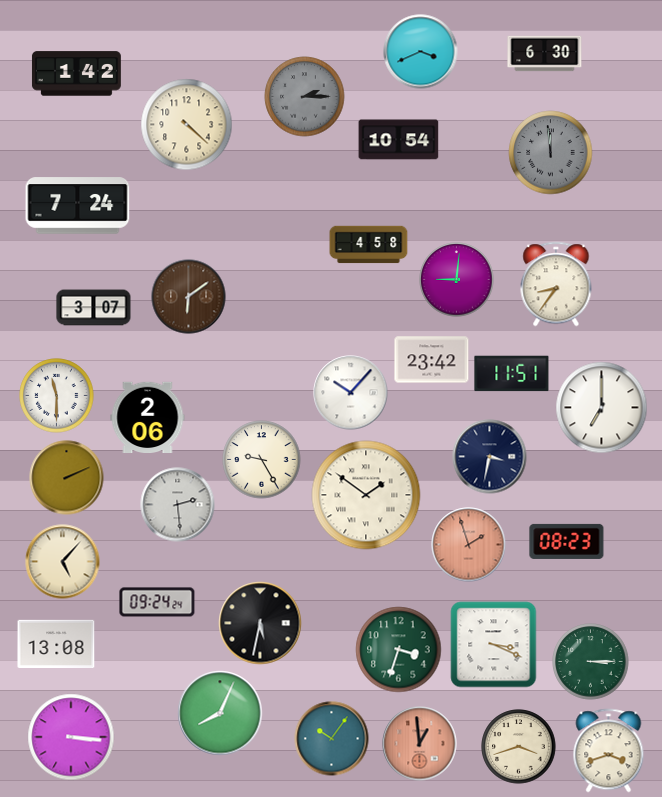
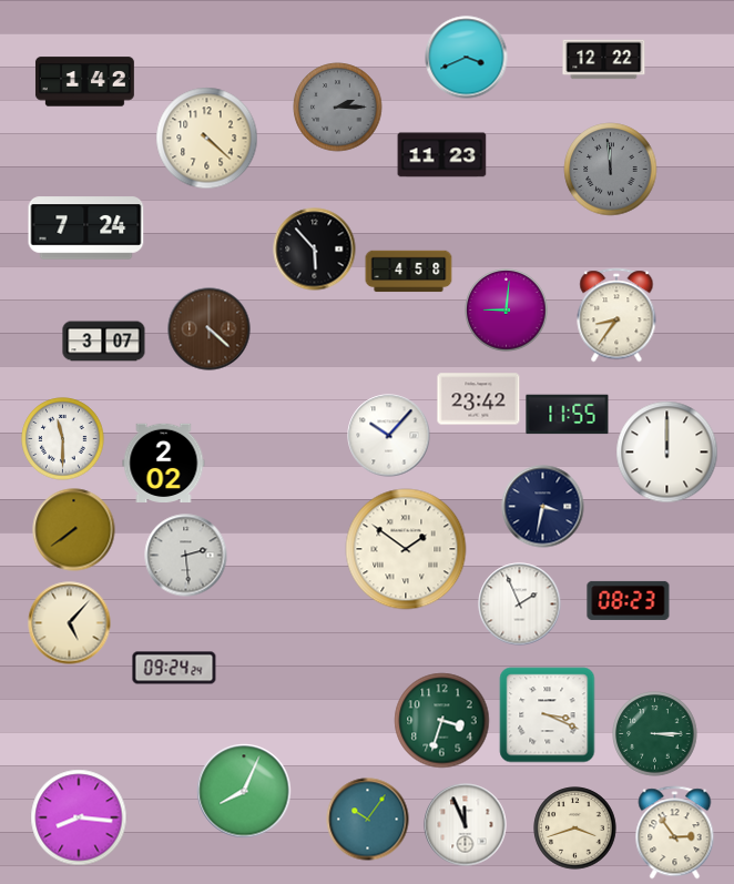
clock at (545, 54): 6:30 -> 12:22
clock at (399, 140): 10:54 -> 11:23
clock at (315, 250): none -> 5:53
clock at (189, 297): 6:09 -> 4:22
clock at (512, 374): 11:51 -> 11:55
clock at (602, 408): 7:00 -> 12:00
clock at (148, 418): 2:06 -> 2:02
clock at (262, 460): 9:25 -> none
clock at (67, 478): 2:11 -> 7:39
clock at (178, 505) position: (178, 505) -> (186, 556)
clock at (469, 545): 1:57 -> 1:56
clock at (469, 545) dial: salmon -> white
clock at (260, 623): 5:32 -> none
clock at (56, 644): 13:08 -> none
clock at (71, 737): 3:16 -> 8:16
clock at (420, 744): 12:59 -> 11:56
clock at (420, 744) dial: salmon -> white
clock at (609, 751): 3:42 -> 2:54
